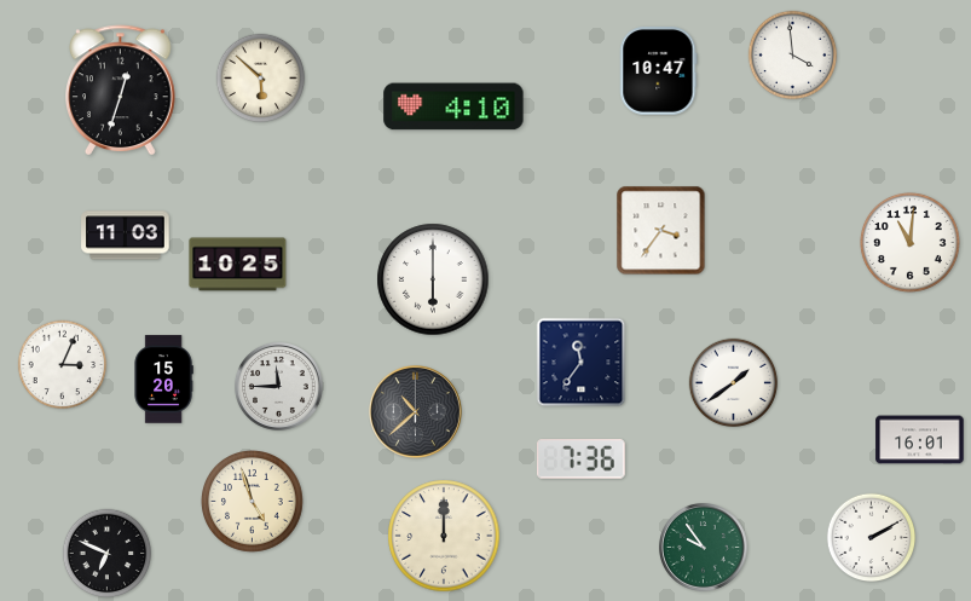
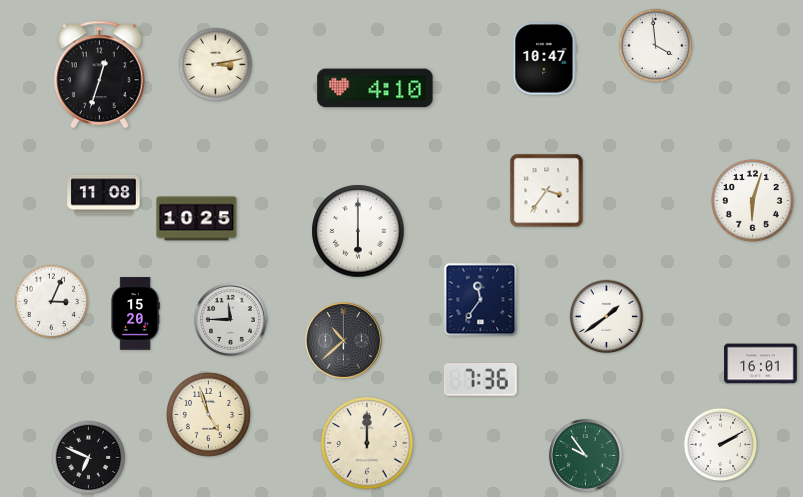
clock at (261, 79): 5:52 -> 3:13
clock at (126, 236): 11:03 -> 11:08
clock at (909, 242): 11:01 -> 6:03
clock at (704, 547) position: (704, 547) -> (586, 455)
